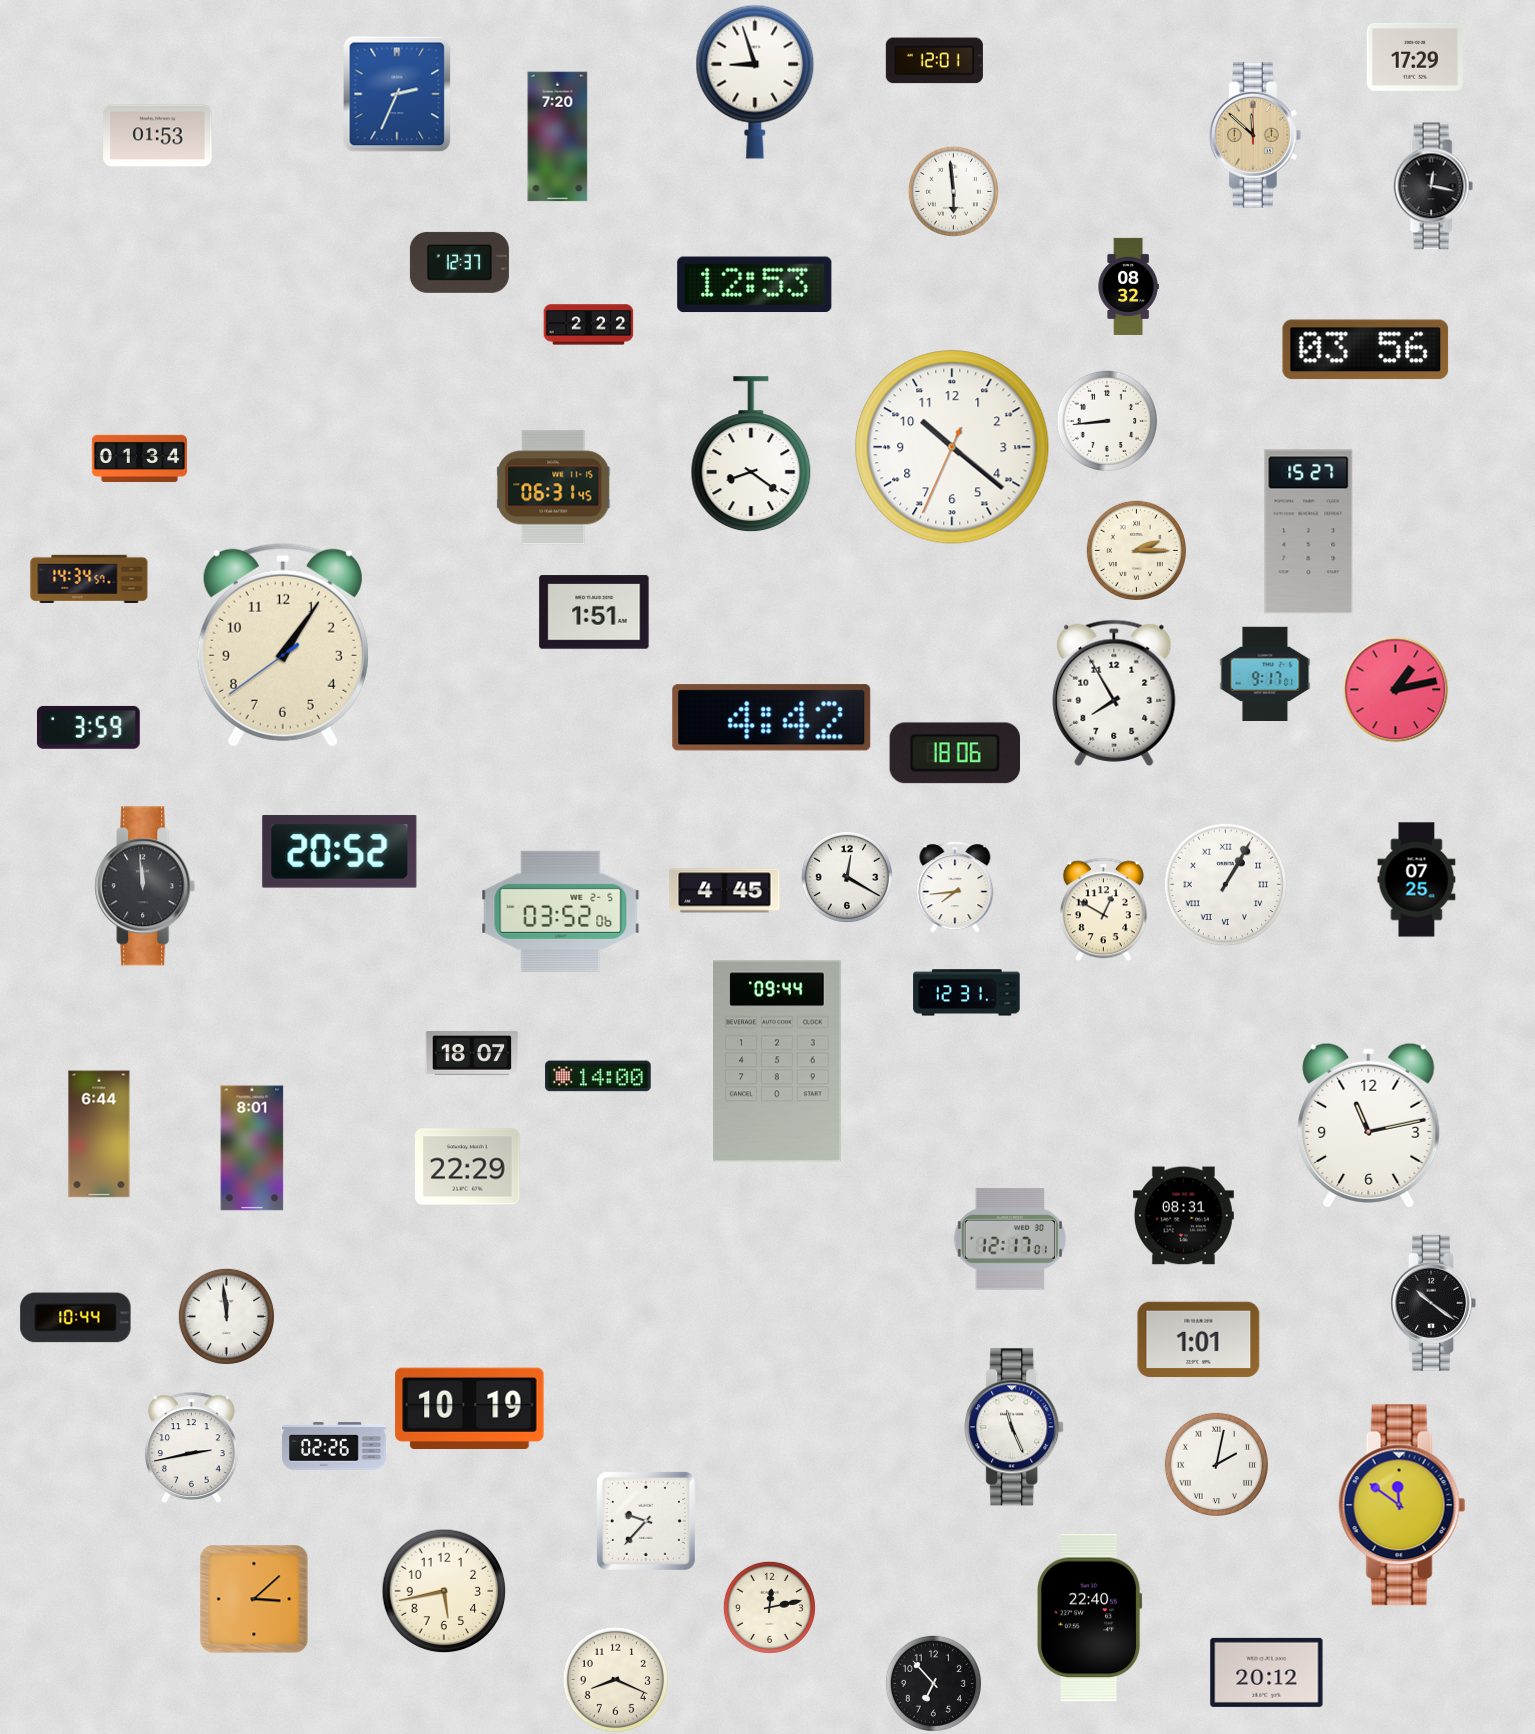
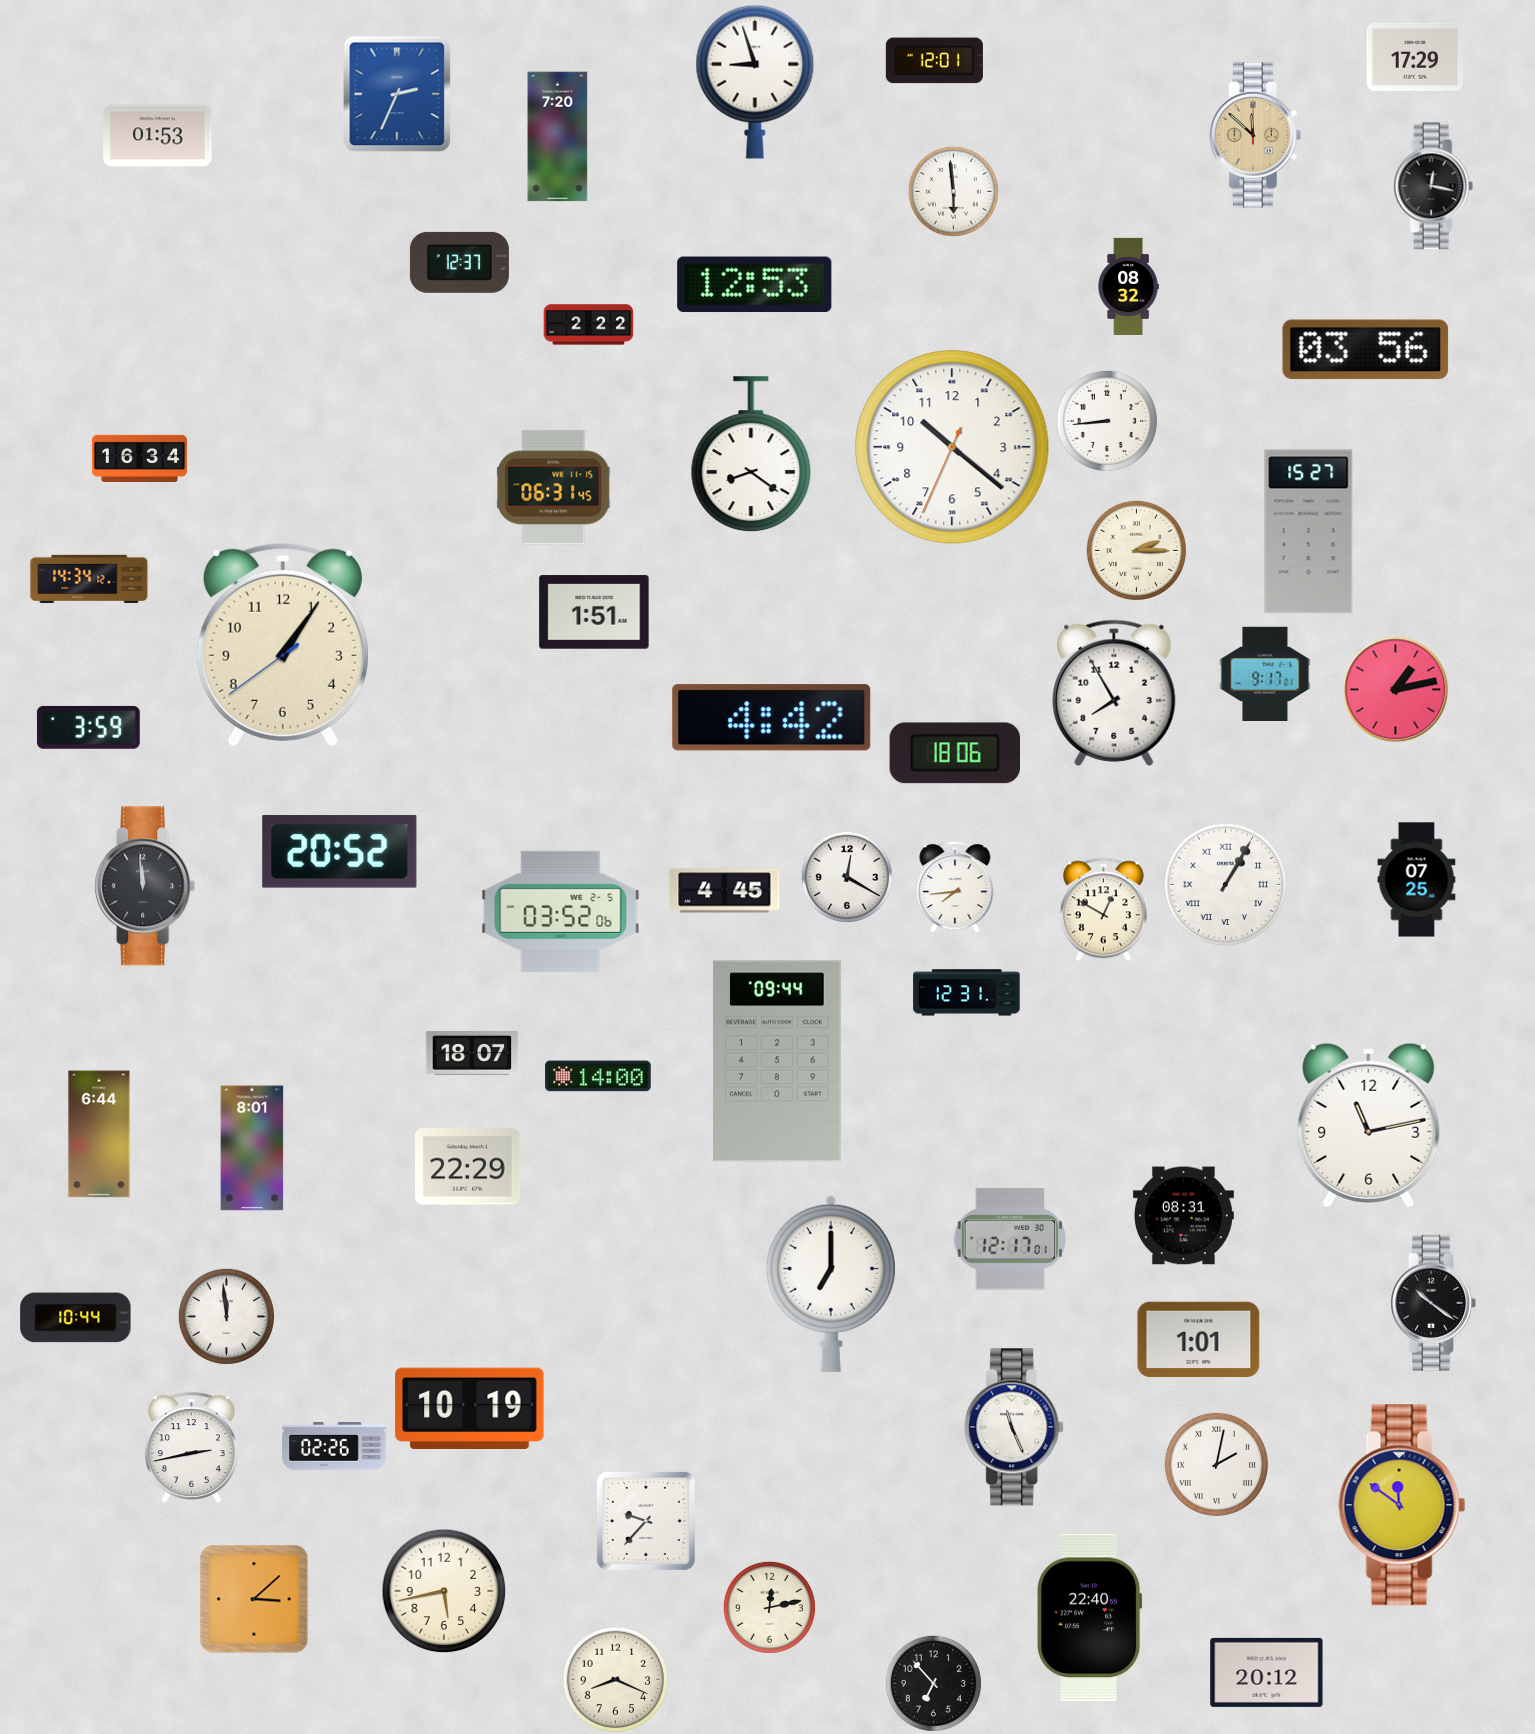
clock at (140, 458): 01:34 -> 16:34
clock at (89, 579): 14:34:57 -> 14:34:12
clock at (831, 1284): none -> 7:00
